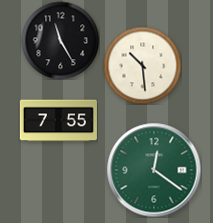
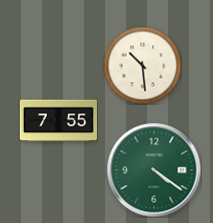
clock at (60, 40): 11:25 -> none
clock at (154, 170): 12:21 -> 4:21
